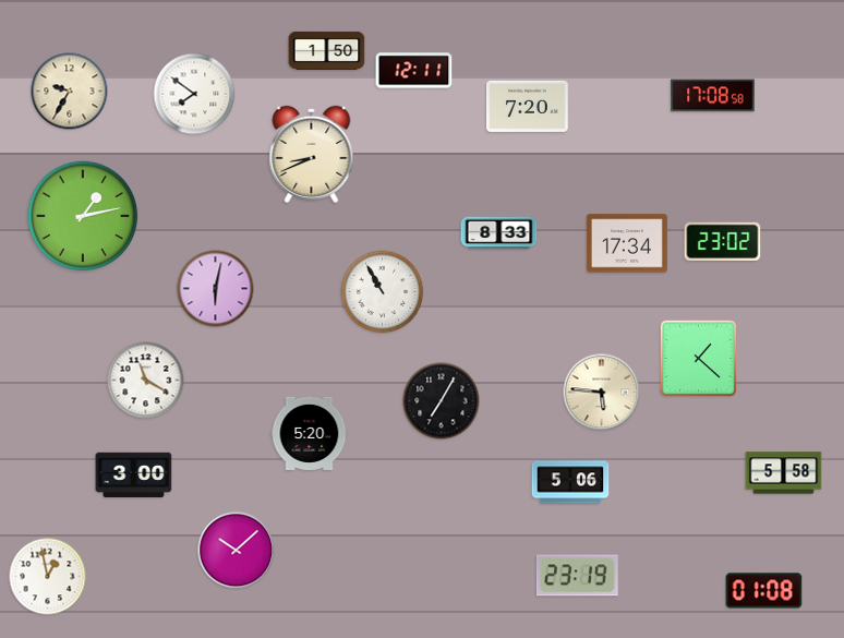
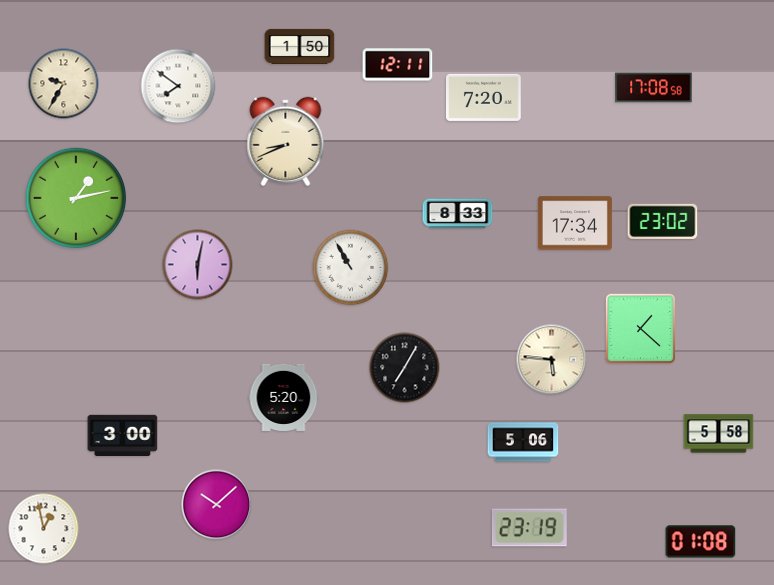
clock at (414, 71) position: (414, 71) -> (398, 65)
clock at (146, 381): 11:20 -> none
